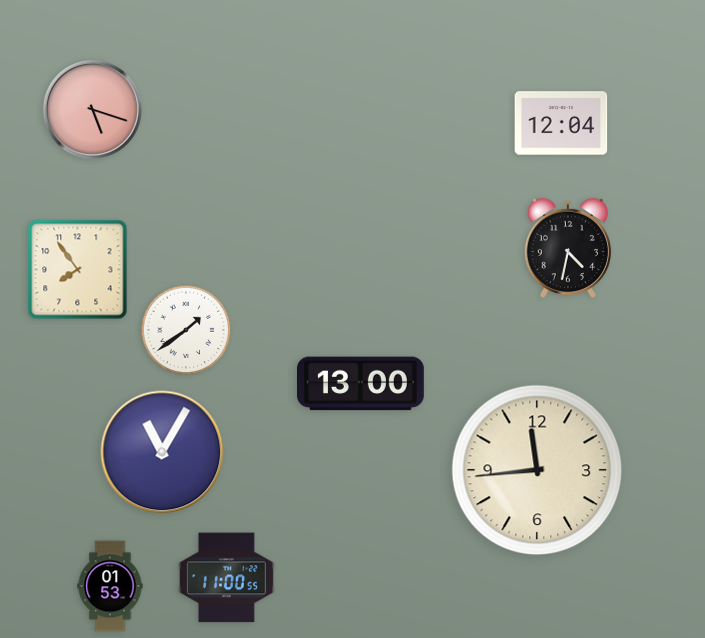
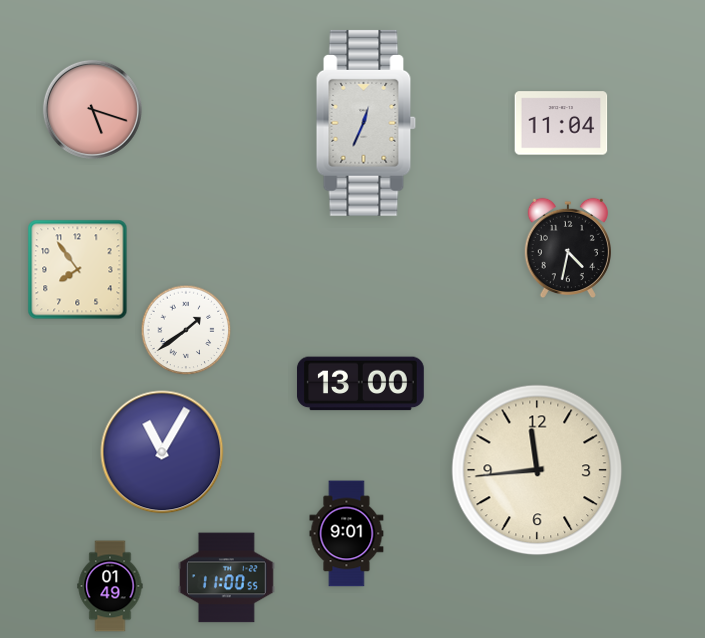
clock at (366, 123): none -> 12:34
clock at (561, 123): 12:04 -> 11:04
clock at (347, 534): none -> 9:01
clock at (110, 586): 01:53 -> 01:49
